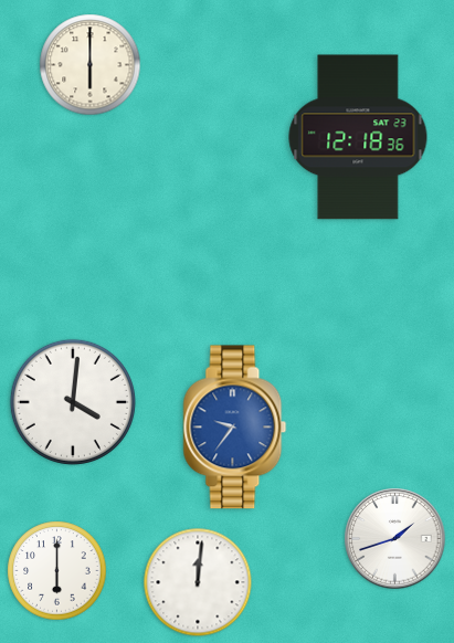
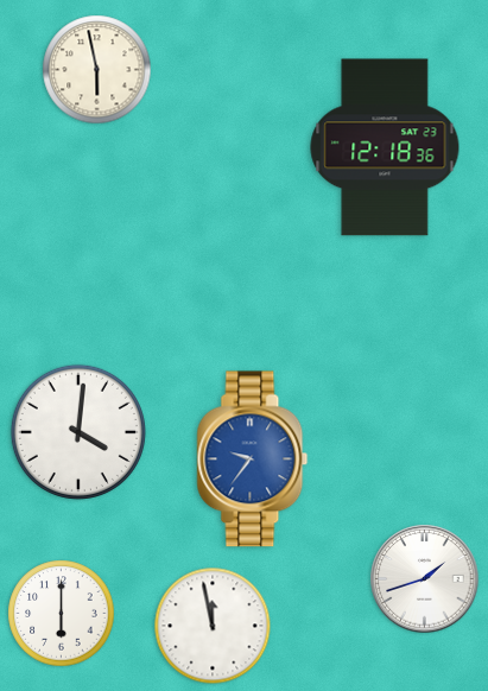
clock at (91, 65): 6:00 -> 5:58
clock at (198, 582): 12:01 -> 11:58
